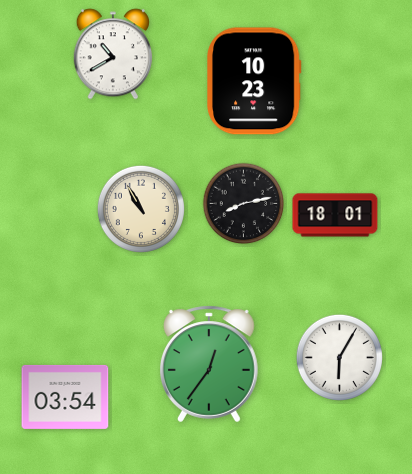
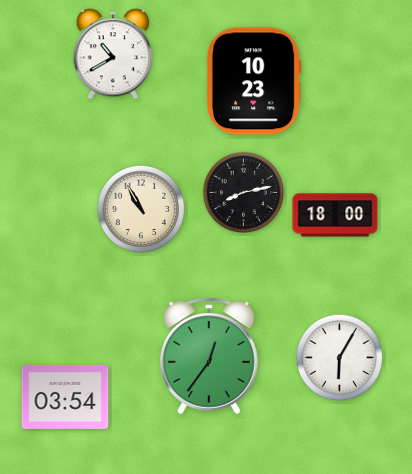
clock at (244, 204) position: (244, 204) -> (244, 193)
clock at (335, 215): 18:01 -> 18:00
clock at (210, 364) position: (210, 364) -> (210, 356)
